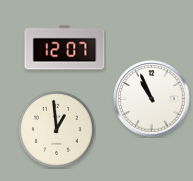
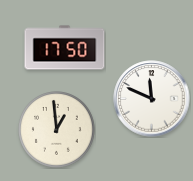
clock at (65, 48): 12:07 -> 17:50
clock at (152, 99): 10:56 -> 11:49
